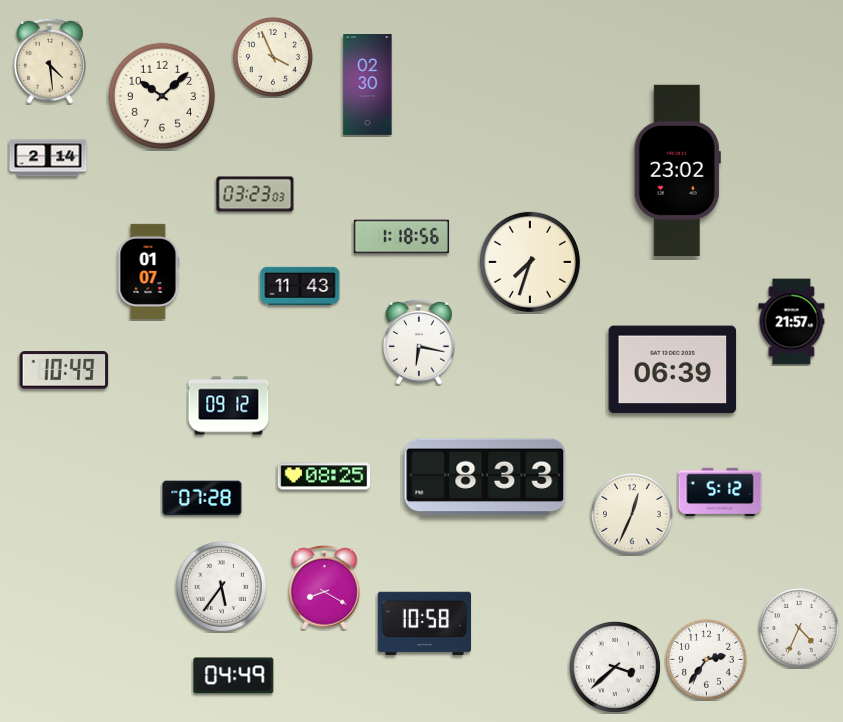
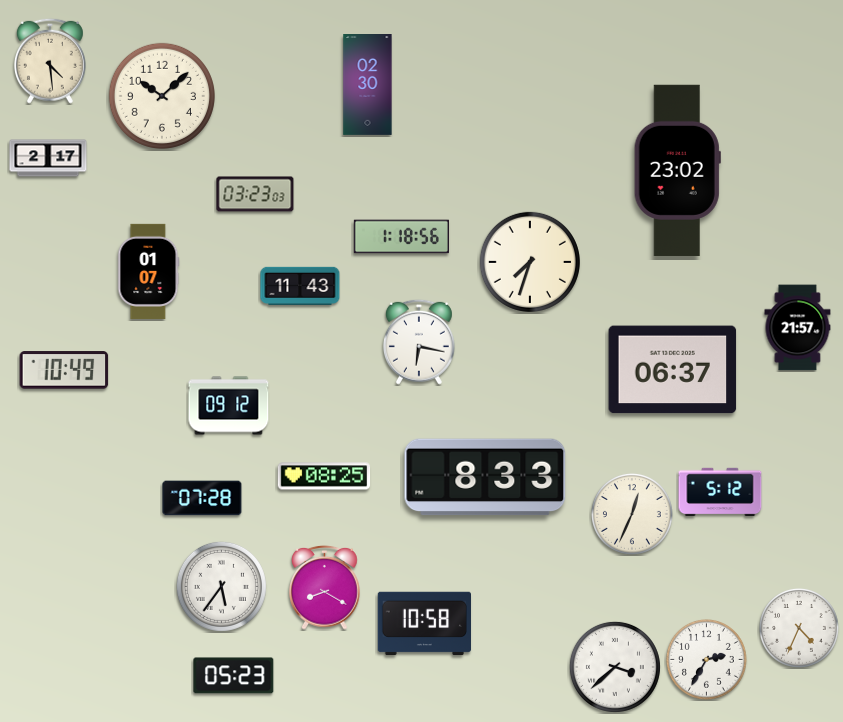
clock at (273, 57): 3:56 -> none
clock at (48, 158): 2:14 -> 2:17
clock at (792, 322) position: (792, 322) -> (798, 328)
clock at (673, 370): 06:39 -> 06:37
clock at (706, 659): 2:36 -> 2:35
clock at (234, 676): 04:49 -> 05:23
